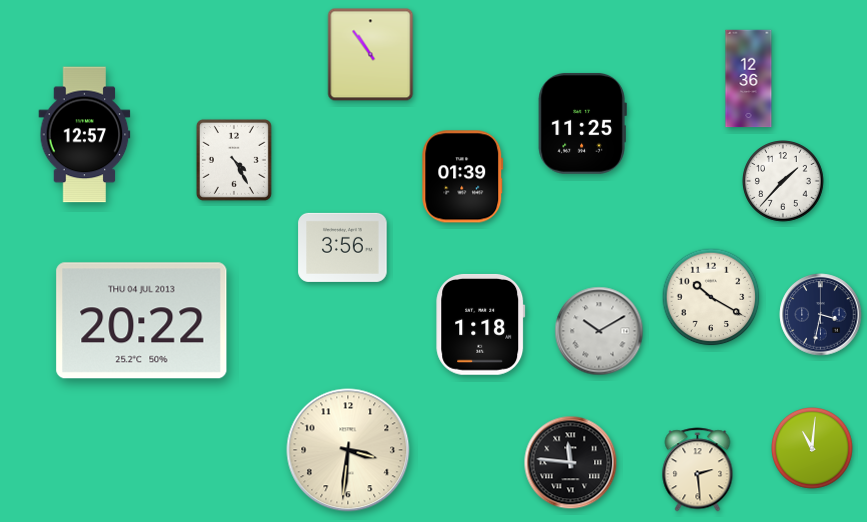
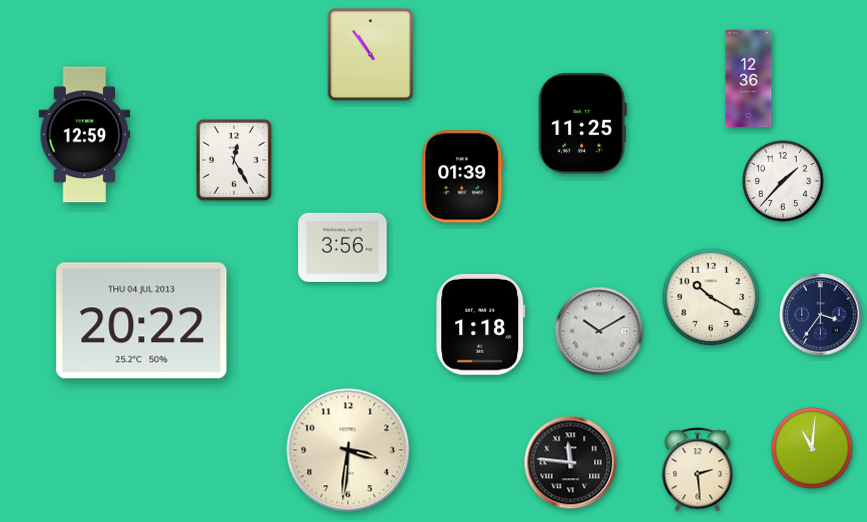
clock at (85, 135): 12:57 -> 12:59
clock at (234, 160): 4:25 -> 12:25
clock at (821, 315): 3:32 -> 3:36
